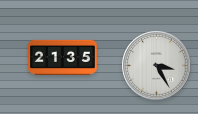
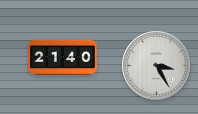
clock at (63, 57): 21:35 -> 21:40
